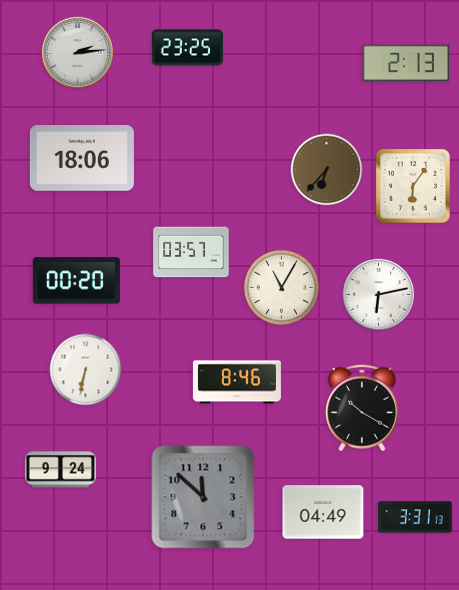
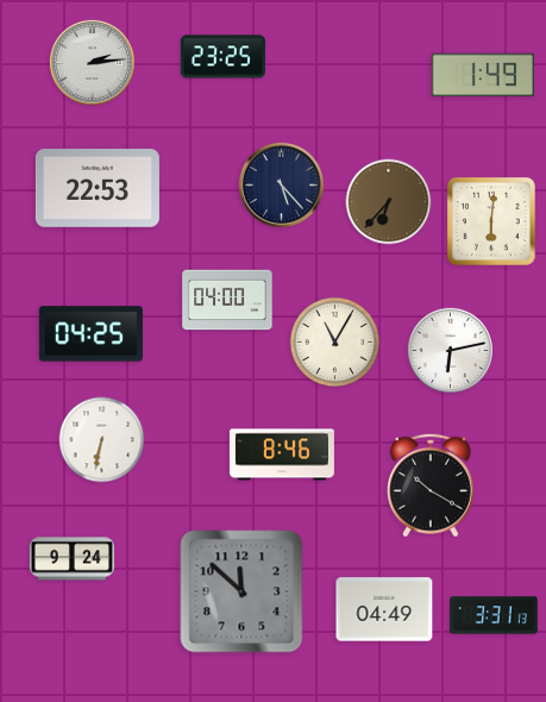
clock at (405, 62): 2:13 -> 1:49
clock at (281, 184): none -> 5:23
clock at (82, 158): 18:06 -> 22:53
clock at (413, 186): 6:06 -> 6:01
clock at (191, 252): 03:57 -> 04:00
clock at (76, 281): 00:20 -> 04:25
